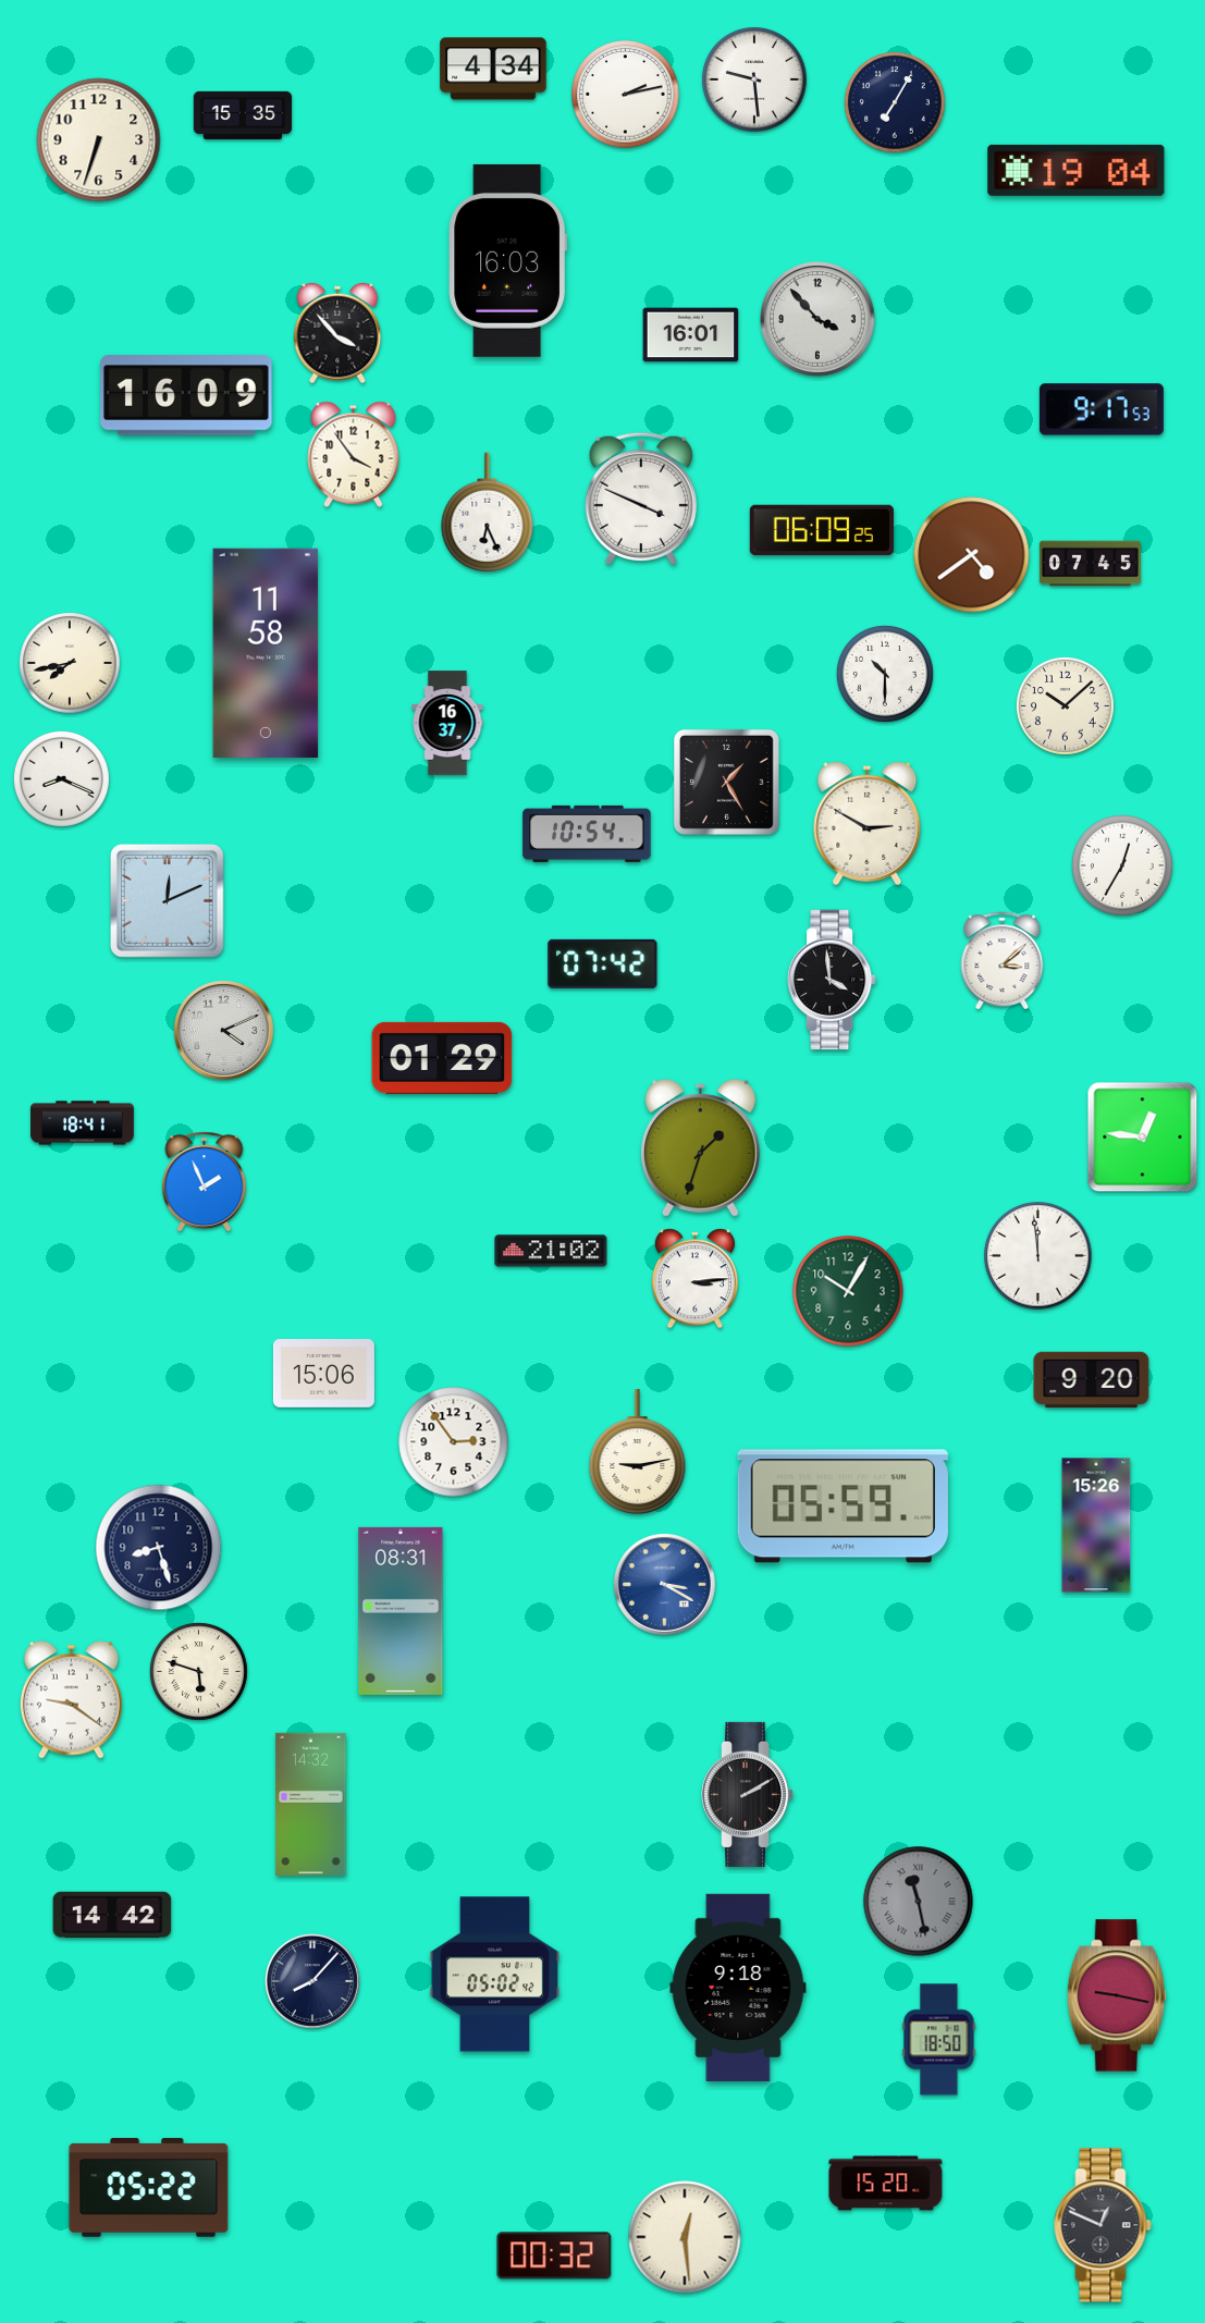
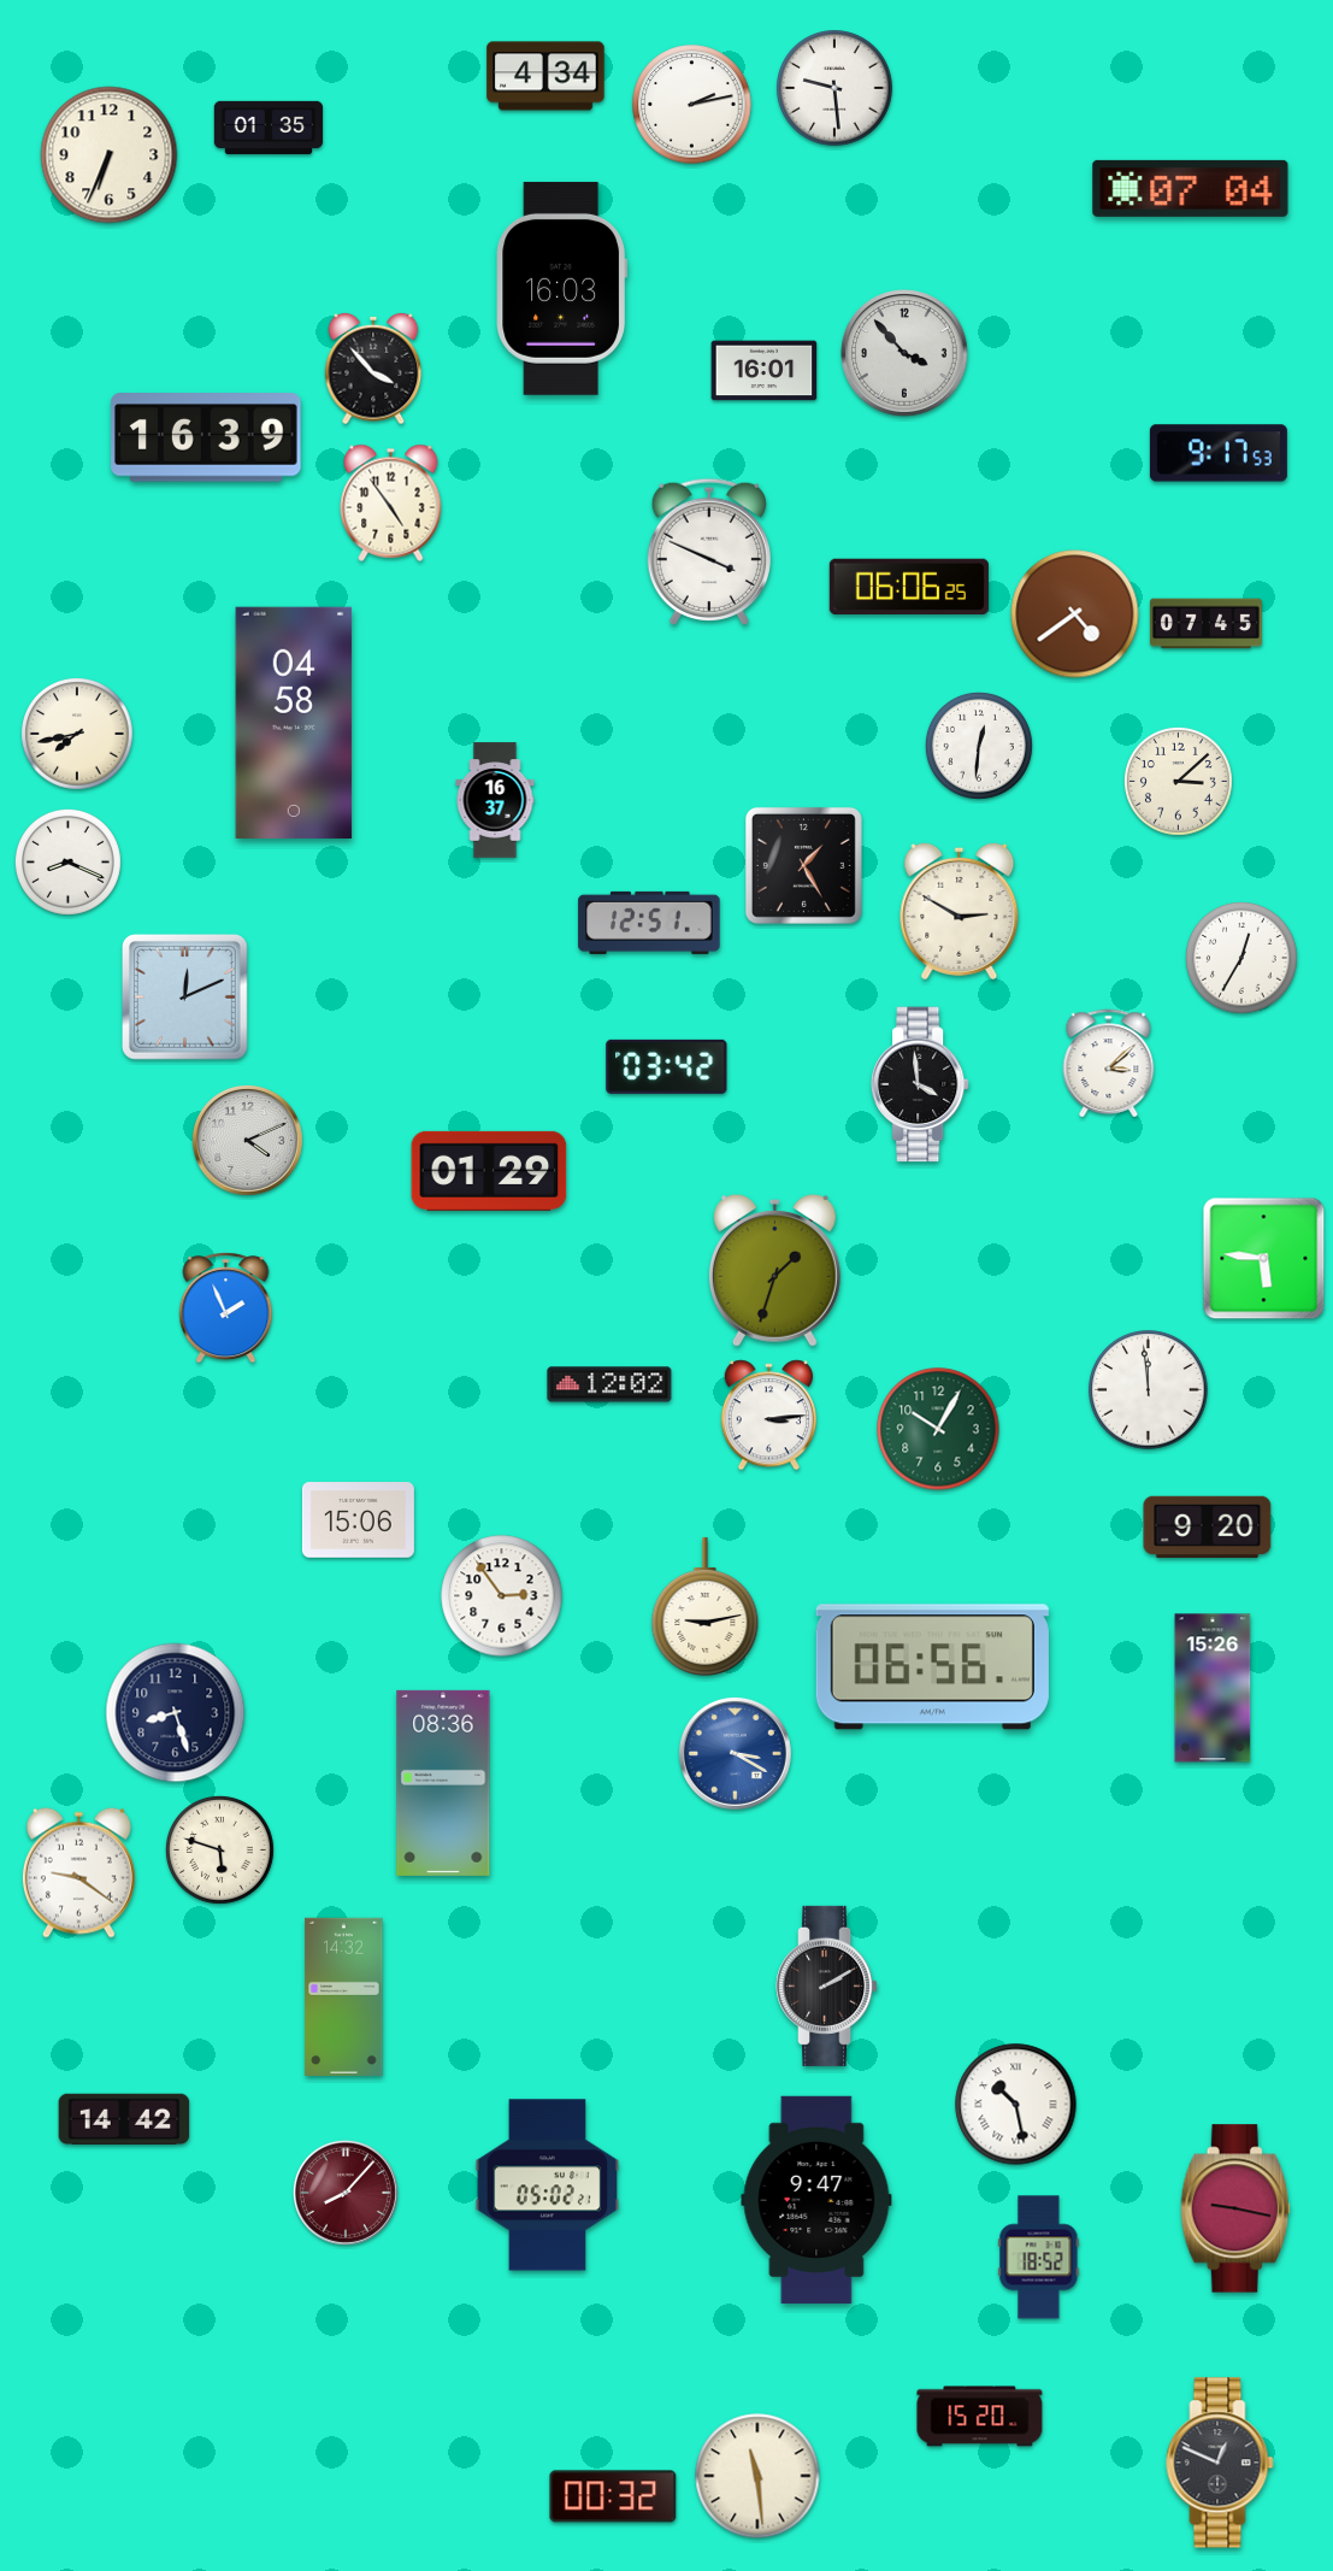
clock at (896, 103): 7:05 -> none
clock at (243, 115): 15:35 -> 01:35
clock at (99, 140): 6:33 -> 6:34
clock at (1077, 170): 19:04 -> 07:04
clock at (187, 395): 16:09 -> 16:39
clock at (354, 454): 3:54 -> 4:54
clock at (488, 513): 6:26 -> none
clock at (822, 529): 06:09 -> 06:06
clock at (266, 652): 11:58 -> 04:58
clock at (885, 674): 10:30 -> 12:31
clock at (1065, 705): 10:08 -> 3:08
clock at (587, 834): 10:54 -> 12:51
clock at (603, 963): 07:42 -> 03:42
clock at (83, 1123): 18:41 -> none
clock at (1143, 1138): 12:46 -> 5:46
clock at (551, 1251): 21:02 -> 12:02
clock at (843, 1507): 05:59 -> 06:56
clock at (401, 1611): 08:31 -> 08:36
clock at (71, 1699) position: (71, 1699) -> (78, 1872)
clock at (919, 1902): 11:28 -> 10:28
clock at (919, 1902) dial: grey -> white
clock at (495, 1975): 05:02:42 -> 05:02:21
clock at (312, 1981) dial: navy -> burgundy
clock at (738, 1988): 9:18 -> 9:47
clock at (939, 2040): 18:50 -> 18:52
clock at (149, 2188): 05:22 -> none
clock at (685, 2237): 12:29 -> 11:29
